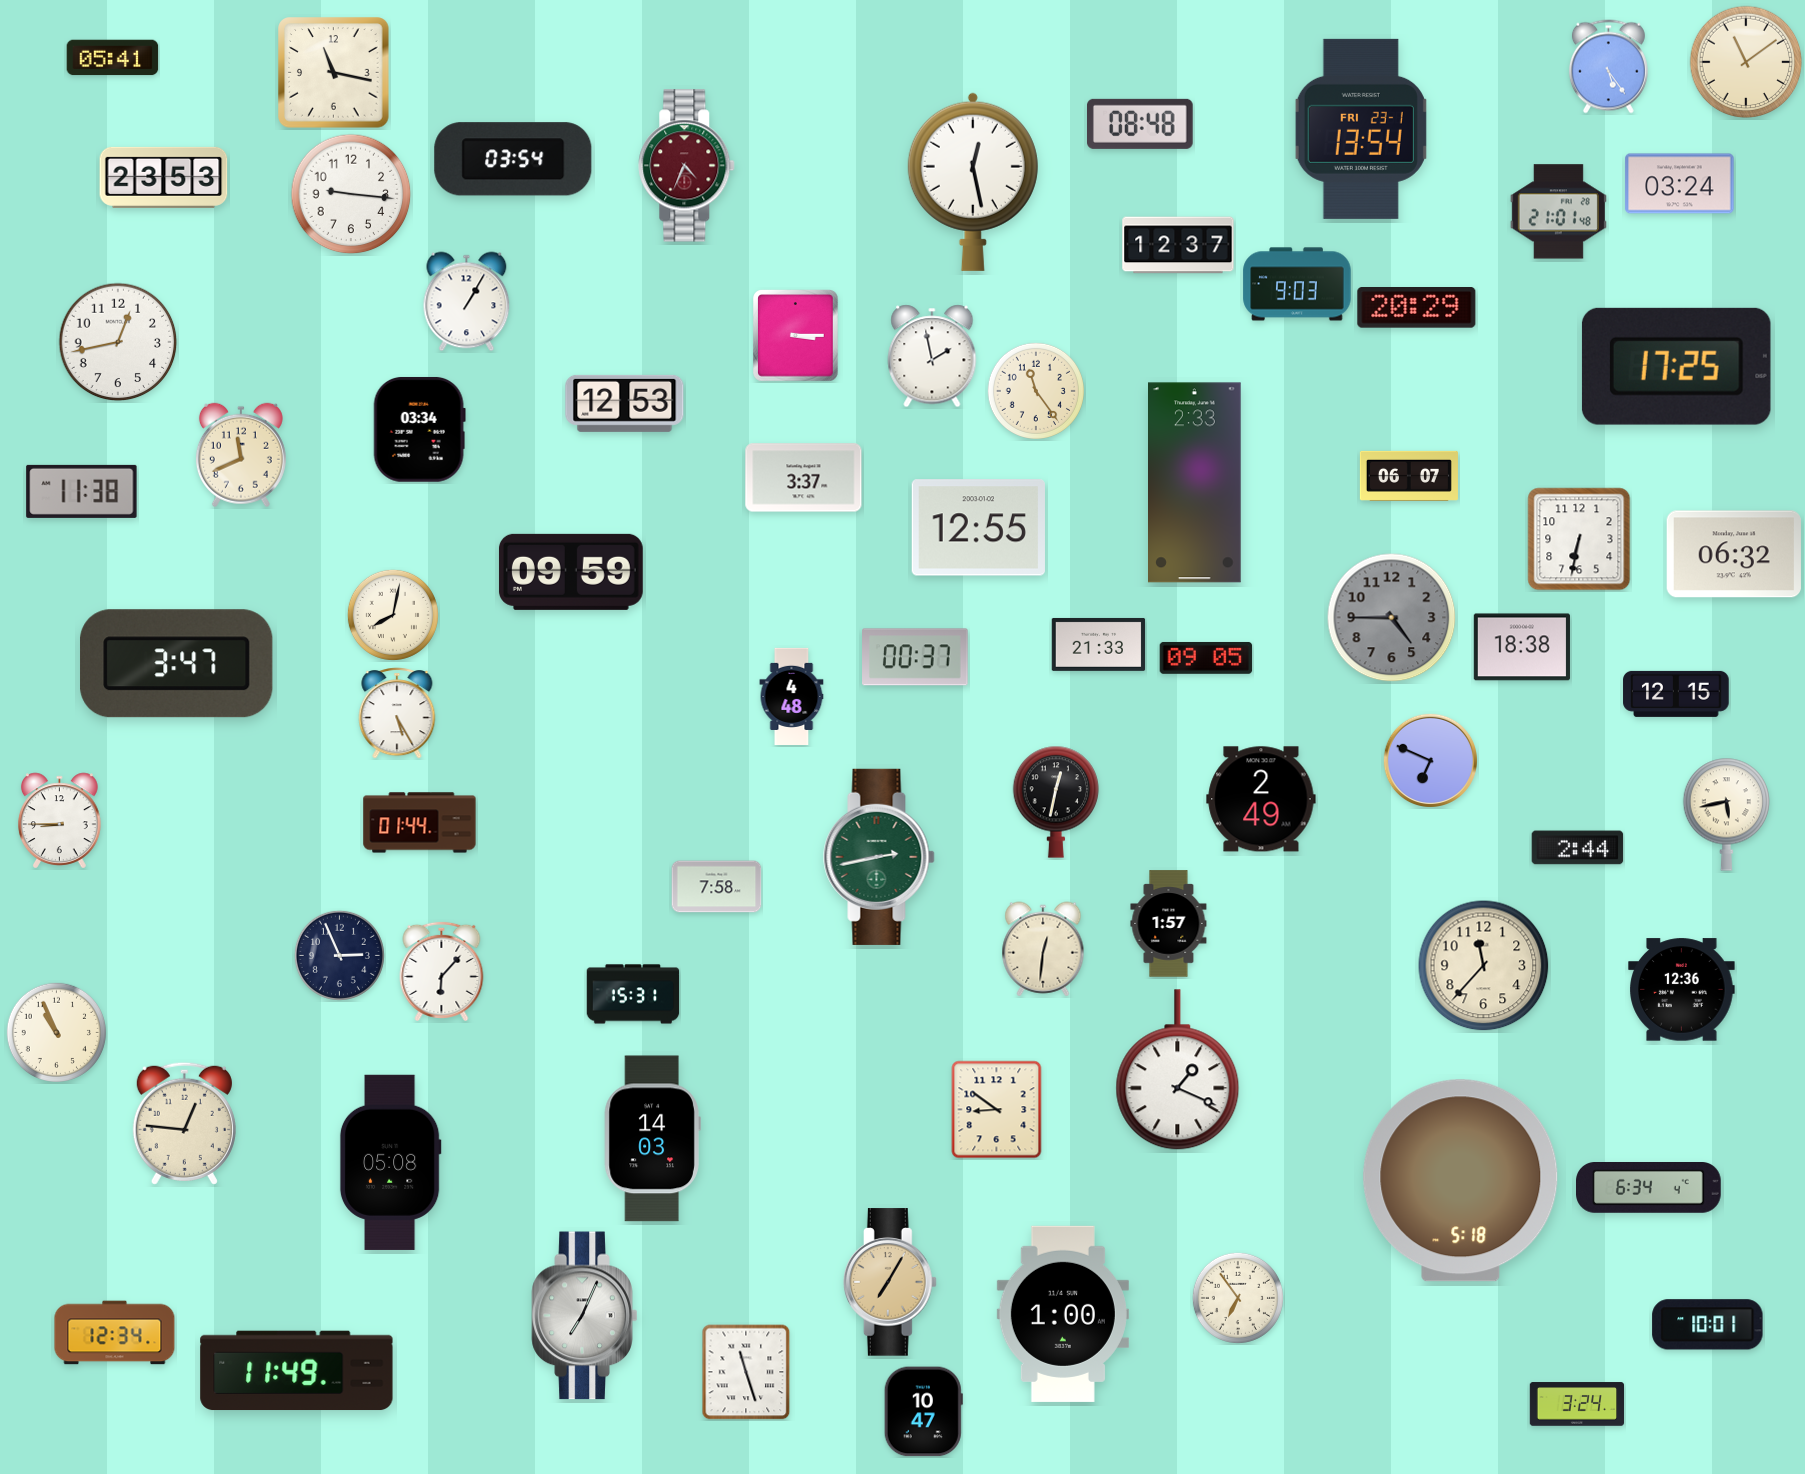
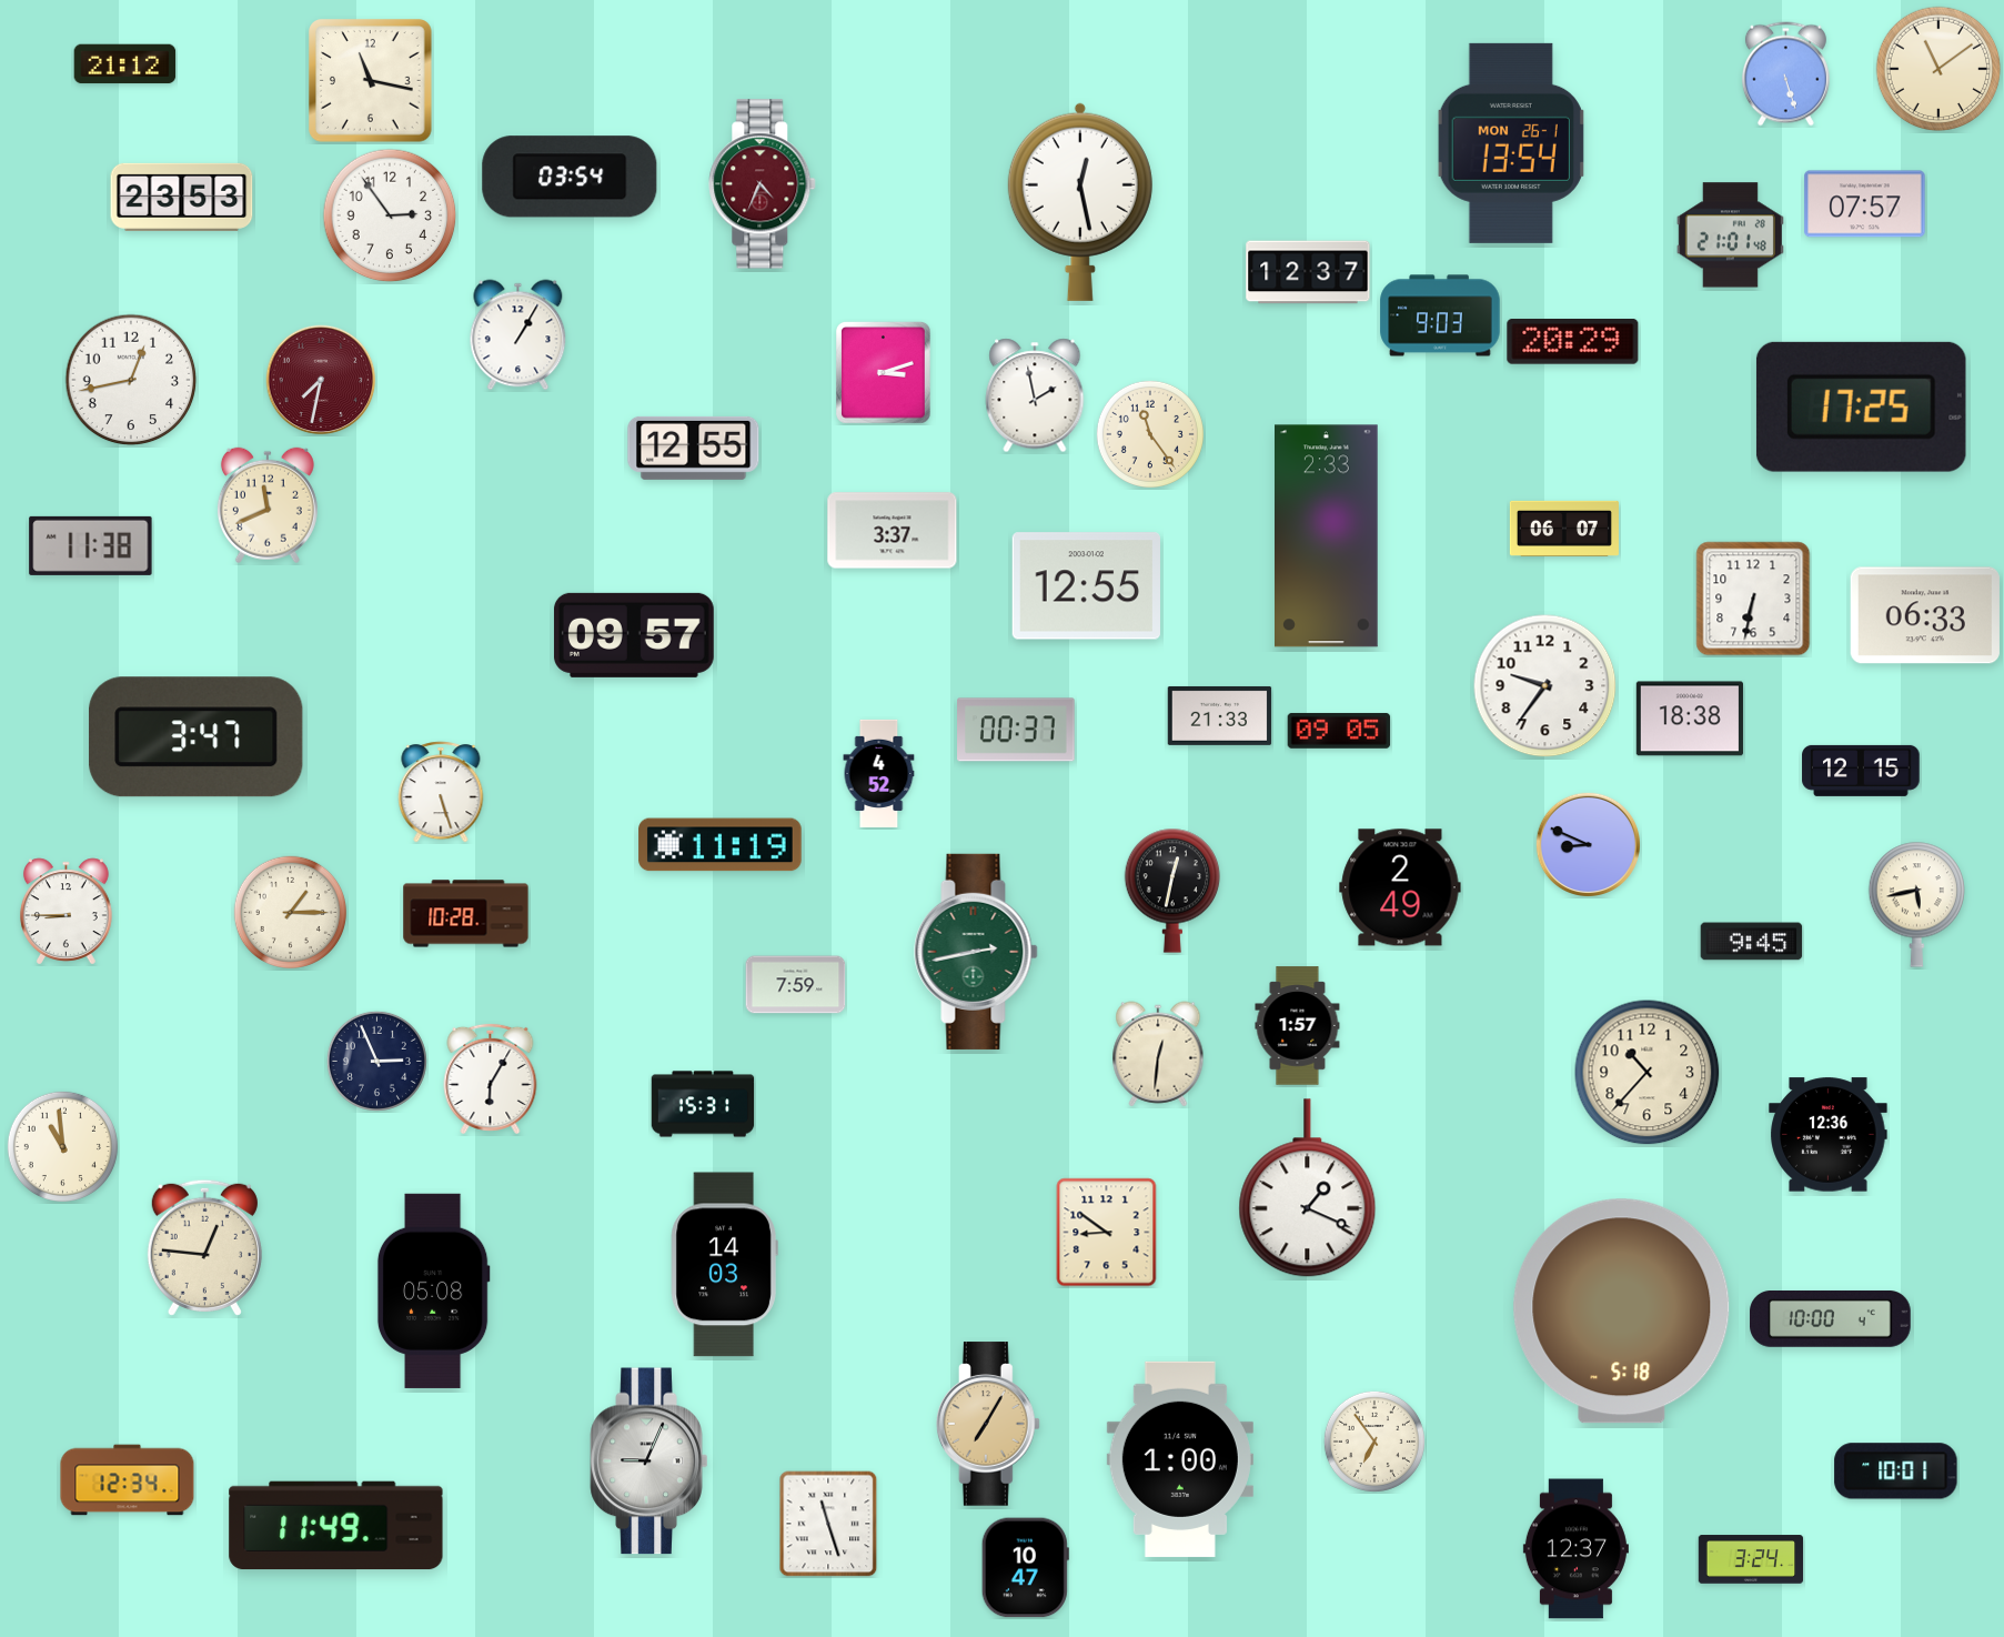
clock at (113, 58): 05:41 -> 21:12
clock at (1608, 67): 5:24 -> 5:27
clock at (1141, 124): 08:48 -> none
clock at (1361, 129) date: FRI 23-1 -> MON 26-1
clock at (1680, 184): 03:24 -> 07:57
clock at (351, 194): 9:16 -> 2:54
clock at (796, 336): 3:15 -> 3:12
clock at (321, 380): none -> 7:32
clock at (625, 403): 12:53 -> 12:55
clock at (419, 429): 03:34 -> none
clock at (1734, 554): 06:32 -> 06:33
clock at (571, 572): 09:59 -> 09:57
clock at (393, 615): 8:02 -> none
clock at (1392, 618): 4:45 -> 9:36
clock at (1392, 618) dial: grey -> white
clock at (792, 696): 4:48 -> 4:52
clock at (397, 713): 5:25 -> 5:27
clock at (1430, 760): 6:49 -> 8:49
clock at (721, 845): none -> 11:19
clock at (290, 912): none -> 1:15
clock at (420, 823): 01:44 -> 10:28
clock at (1578, 848): 2:44 -> 9:45
clock at (717, 887): 7:58 -> 7:59
clock at (1484, 966): 11:37 -> 10:37
clock at (442, 971): 6:07 -> 6:05
clock at (1682, 990) position: (1682, 990) -> (1829, 1135)
clock at (56, 1032): 10:56 -> 10:59
clock at (1649, 1188): 6:34 -> 10:00
clock at (585, 1316): 7:04 -> 9:04
clock at (297, 1371) position: (297, 1371) -> (336, 1526)
clock at (1575, 1549): none -> 12:37
